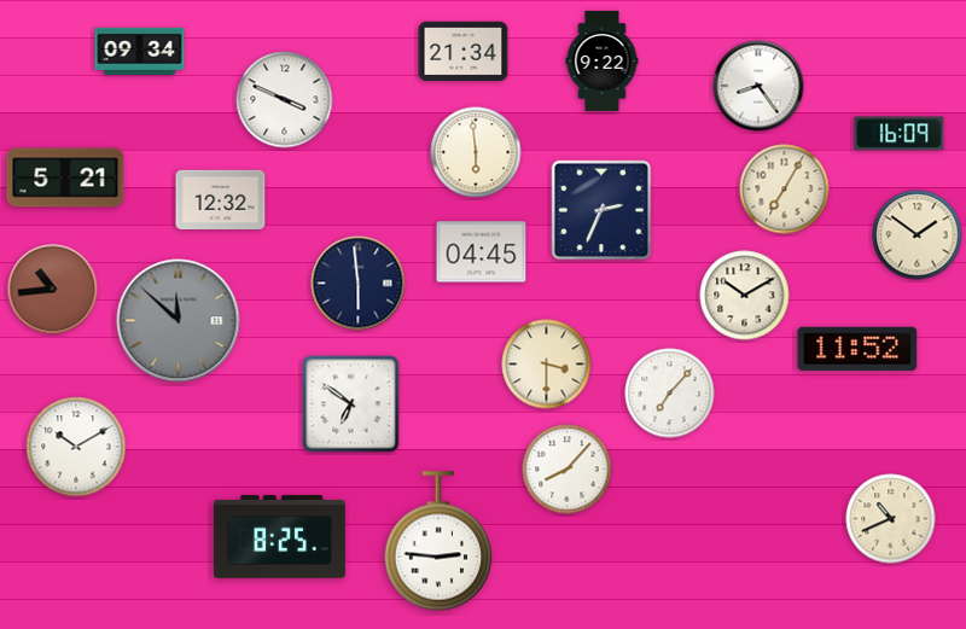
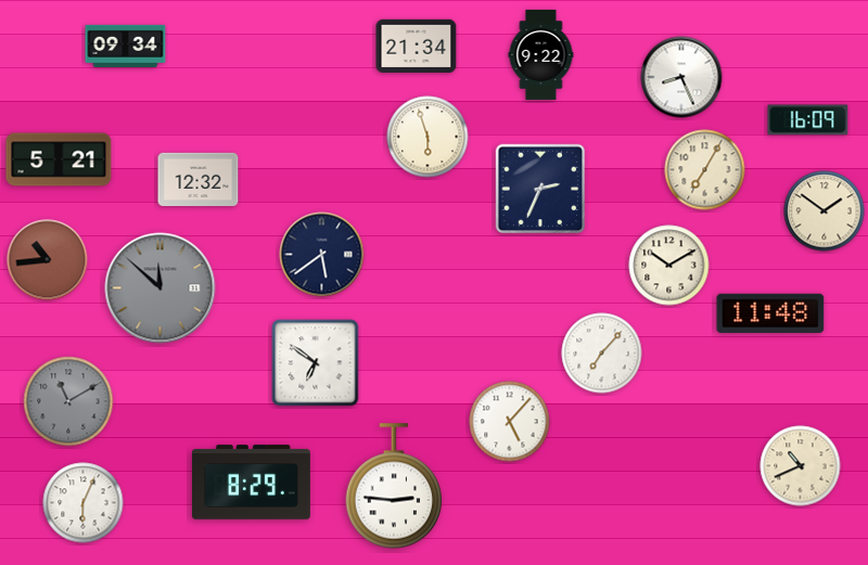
clock at (758, 86): 8:24 -> 8:26
clock at (285, 100): 3:49 -> none
clock at (476, 152): 5:59 -> 5:57
clock at (482, 252): 04:45 -> none
clock at (359, 284): 5:59 -> 5:39
clock at (857, 349): 11:52 -> 11:48
clock at (547, 365): 3:30 -> none
clock at (76, 447): 10:10 -> 11:10
clock at (76, 447) dial: white -> grey
clock at (568, 470): 8:07 -> 5:07
clock at (279, 537): 8:25 -> 8:29
clock at (84, 503): none -> 6:04
